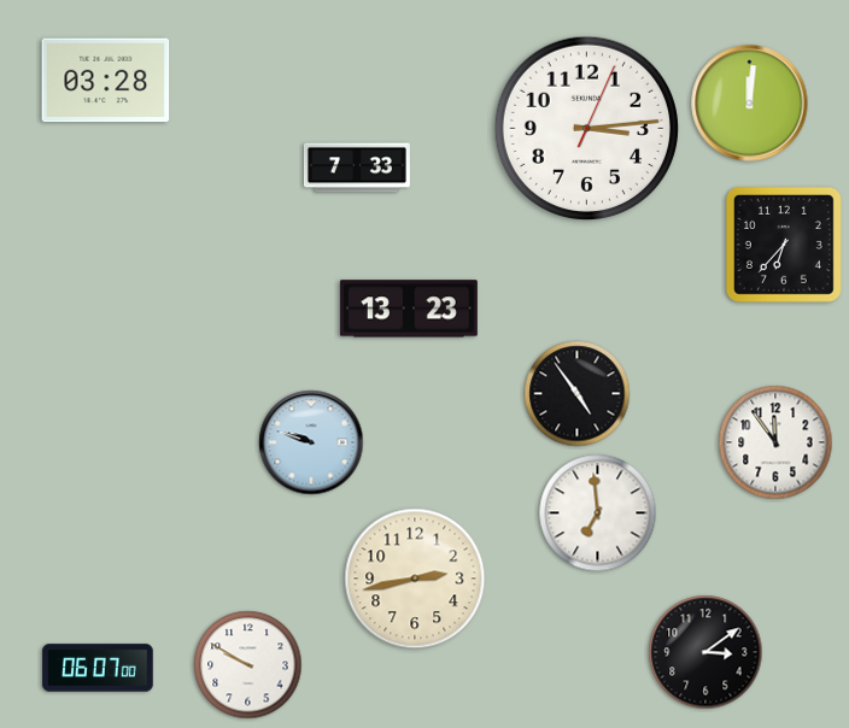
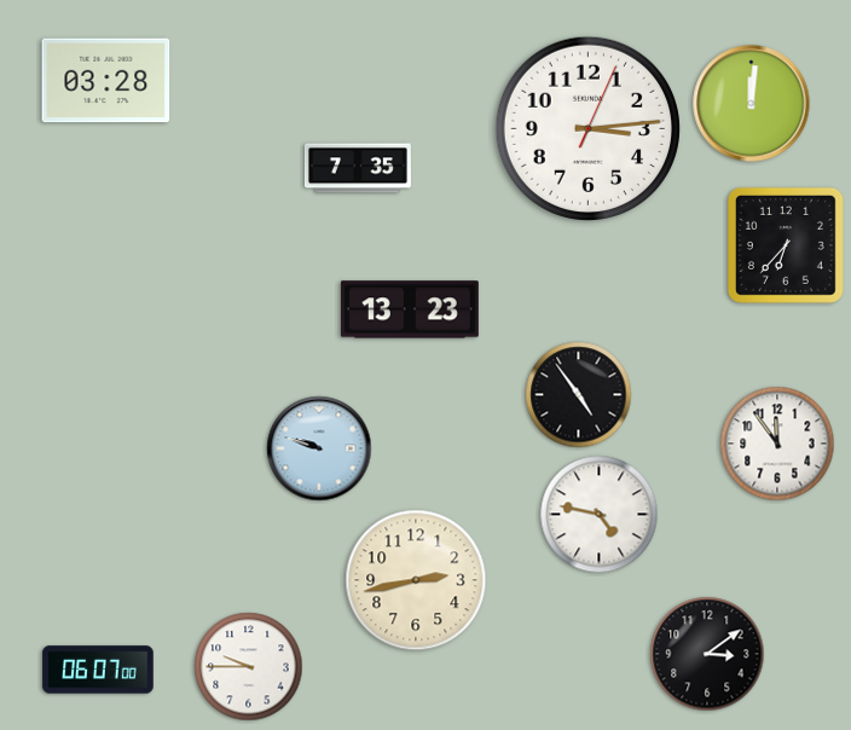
clock at (357, 168): 7:33 -> 7:35
clock at (311, 442) position: (311, 442) -> (319, 448)
clock at (598, 513): 6:59 -> 4:47
clock at (248, 665): 9:50 -> 9:45
